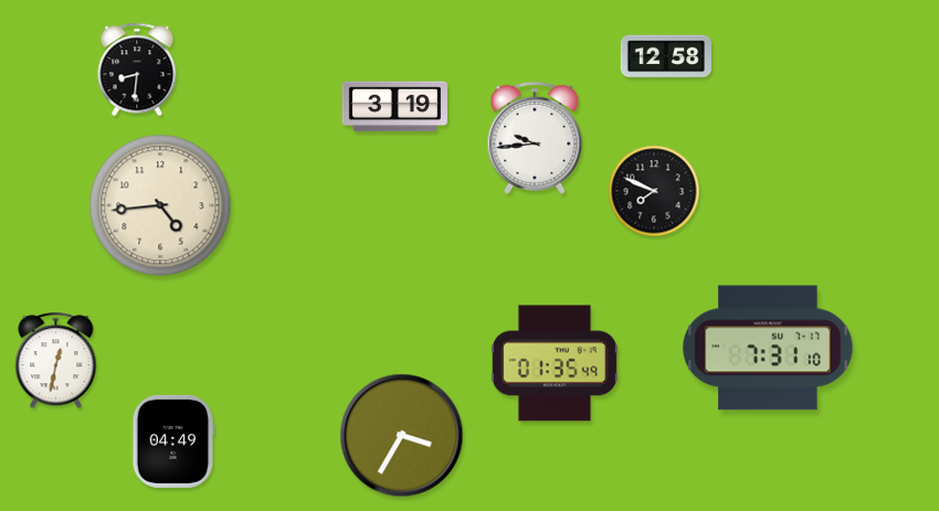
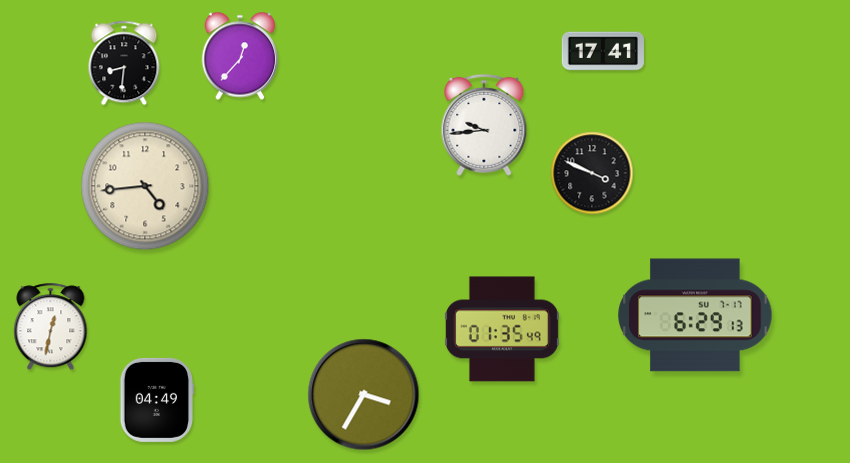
clock at (665, 56): 12:58 -> 17:41
clock at (240, 56): none -> 12:37
clock at (394, 107): 3:19 -> none
clock at (654, 191): 7:49 -> 3:49
clock at (768, 348): 7:31 -> 6:29
